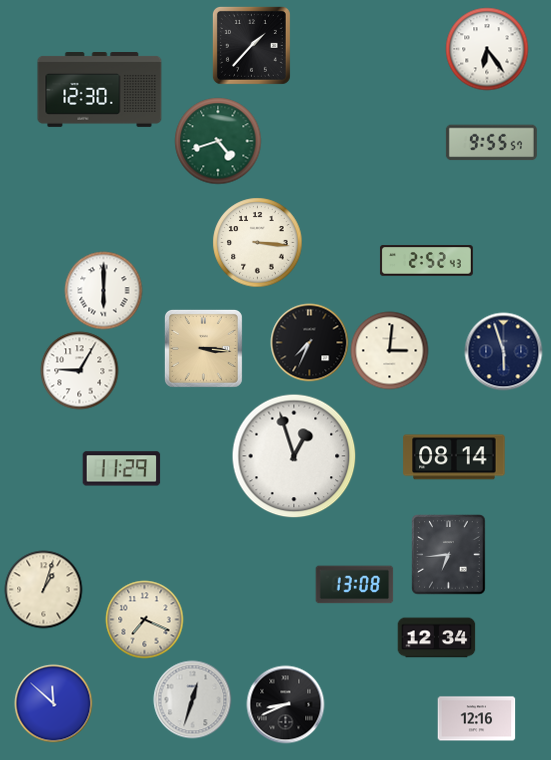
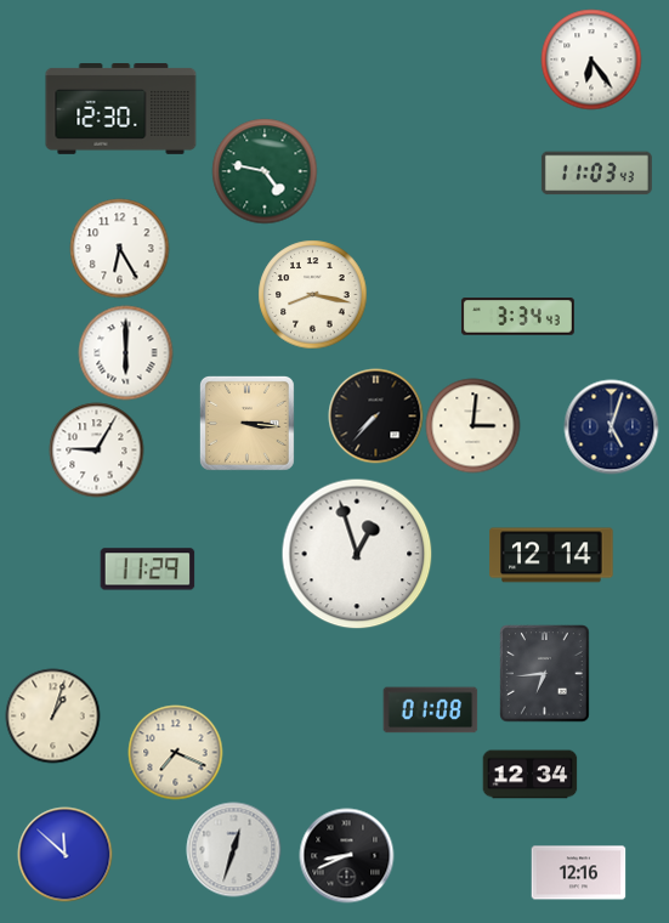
clock at (251, 45): 1:37 -> none
clock at (218, 141): 4:42 -> 4:47
clock at (491, 143): 9:55 -> 11:03
clock at (119, 248): none -> 6:25
clock at (257, 242): 3:16 -> 8:17
clock at (426, 261): 2:52 -> 3:34
clock at (309, 342): 7:34 -> 7:37
clock at (503, 351): 5:57 -> 5:03
clock at (454, 457): 08:14 -> 12:14
clock at (354, 585): 13:08 -> 01:08
